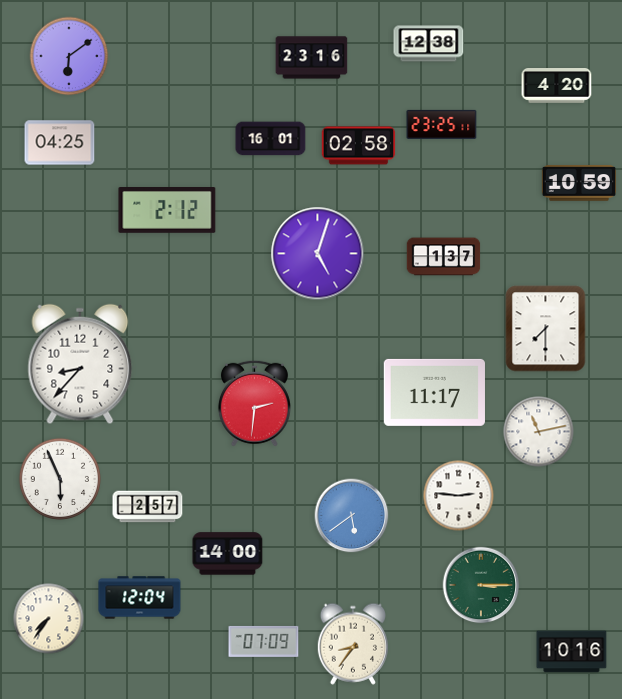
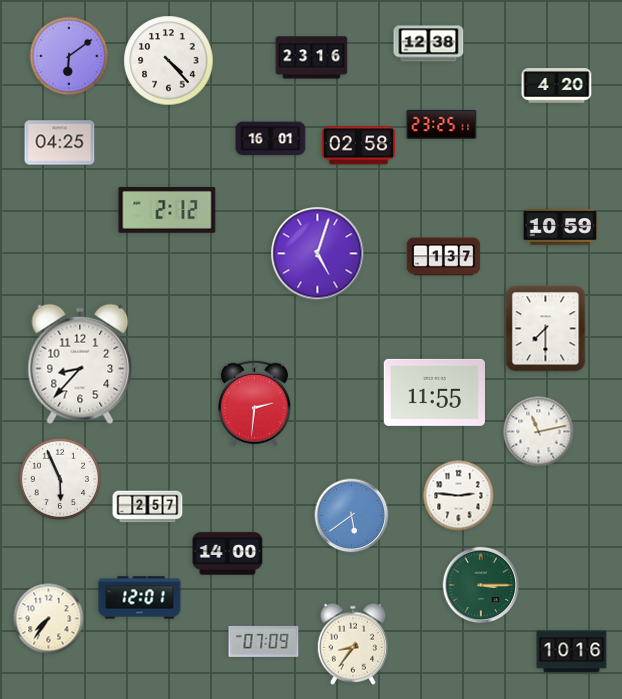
clock at (169, 61): none -> 4:23
clock at (578, 183) position: (578, 183) -> (559, 227)
clock at (434, 392): 11:17 -> 11:55
clock at (140, 598): 12:04 -> 12:01
